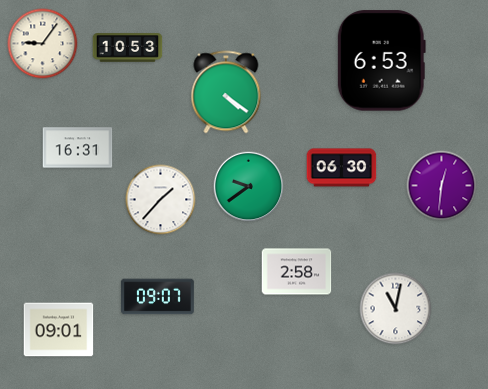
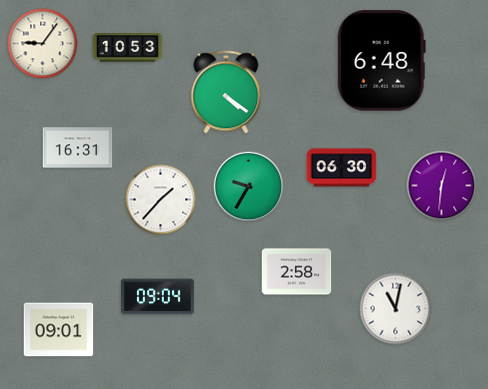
clock at (381, 61): 6:53 -> 6:48
clock at (249, 187): 9:39 -> 9:35
clock at (158, 297): 09:07 -> 09:04
